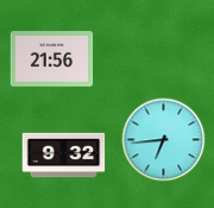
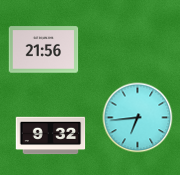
clock at (64, 156) position: (64, 156) -> (51, 136)
